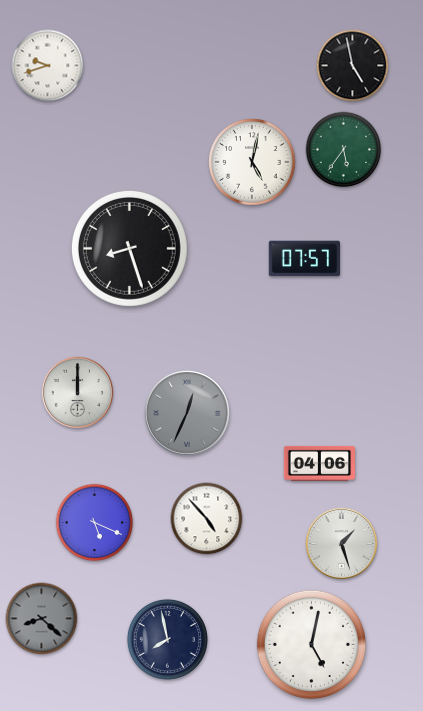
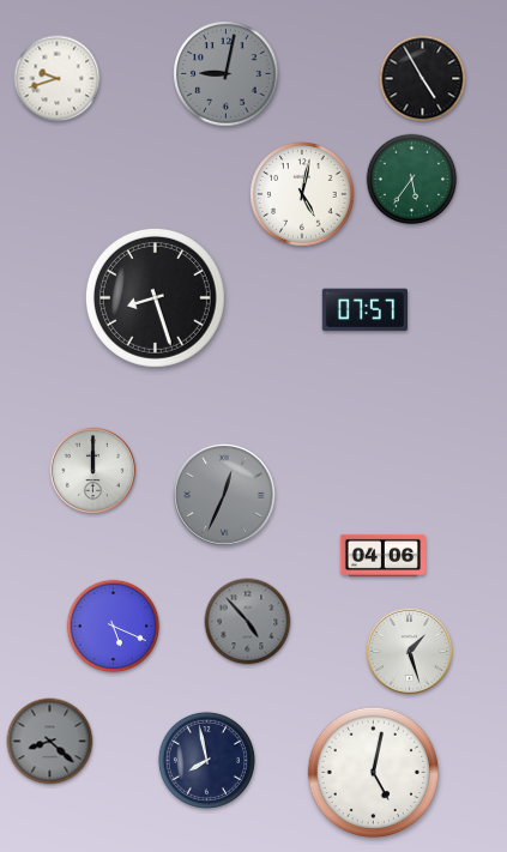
clock at (227, 74): none -> 9:02
clock at (353, 66): 4:58 -> 4:55
clock at (207, 519) dial: white -> grey
clock at (167, 639) position: (167, 639) -> (206, 760)
